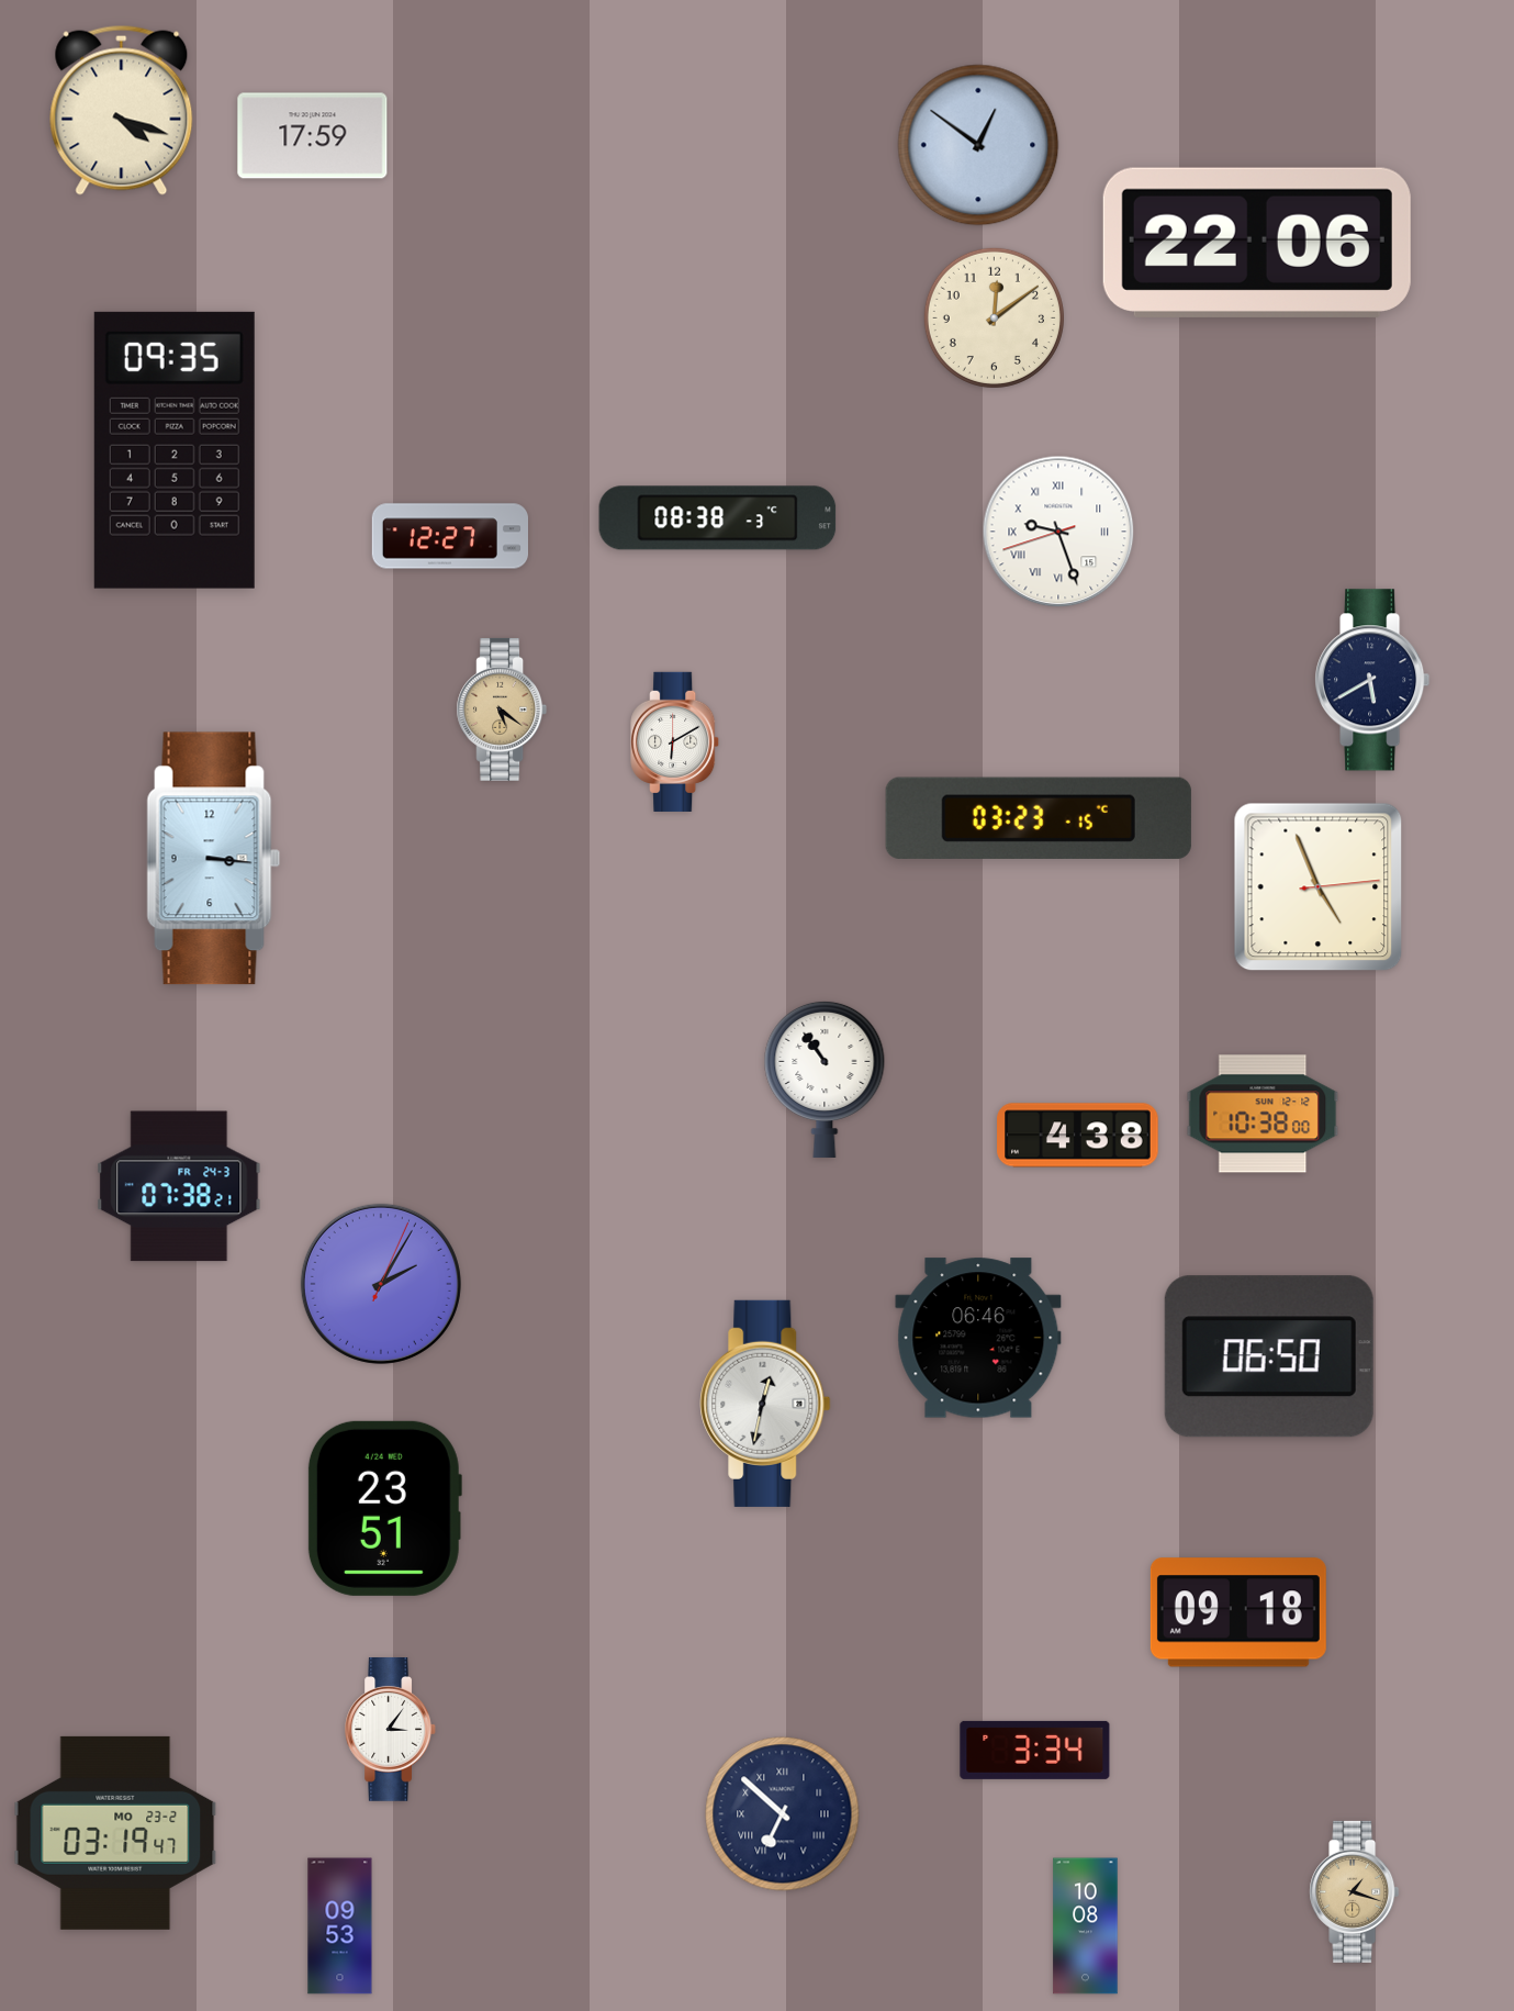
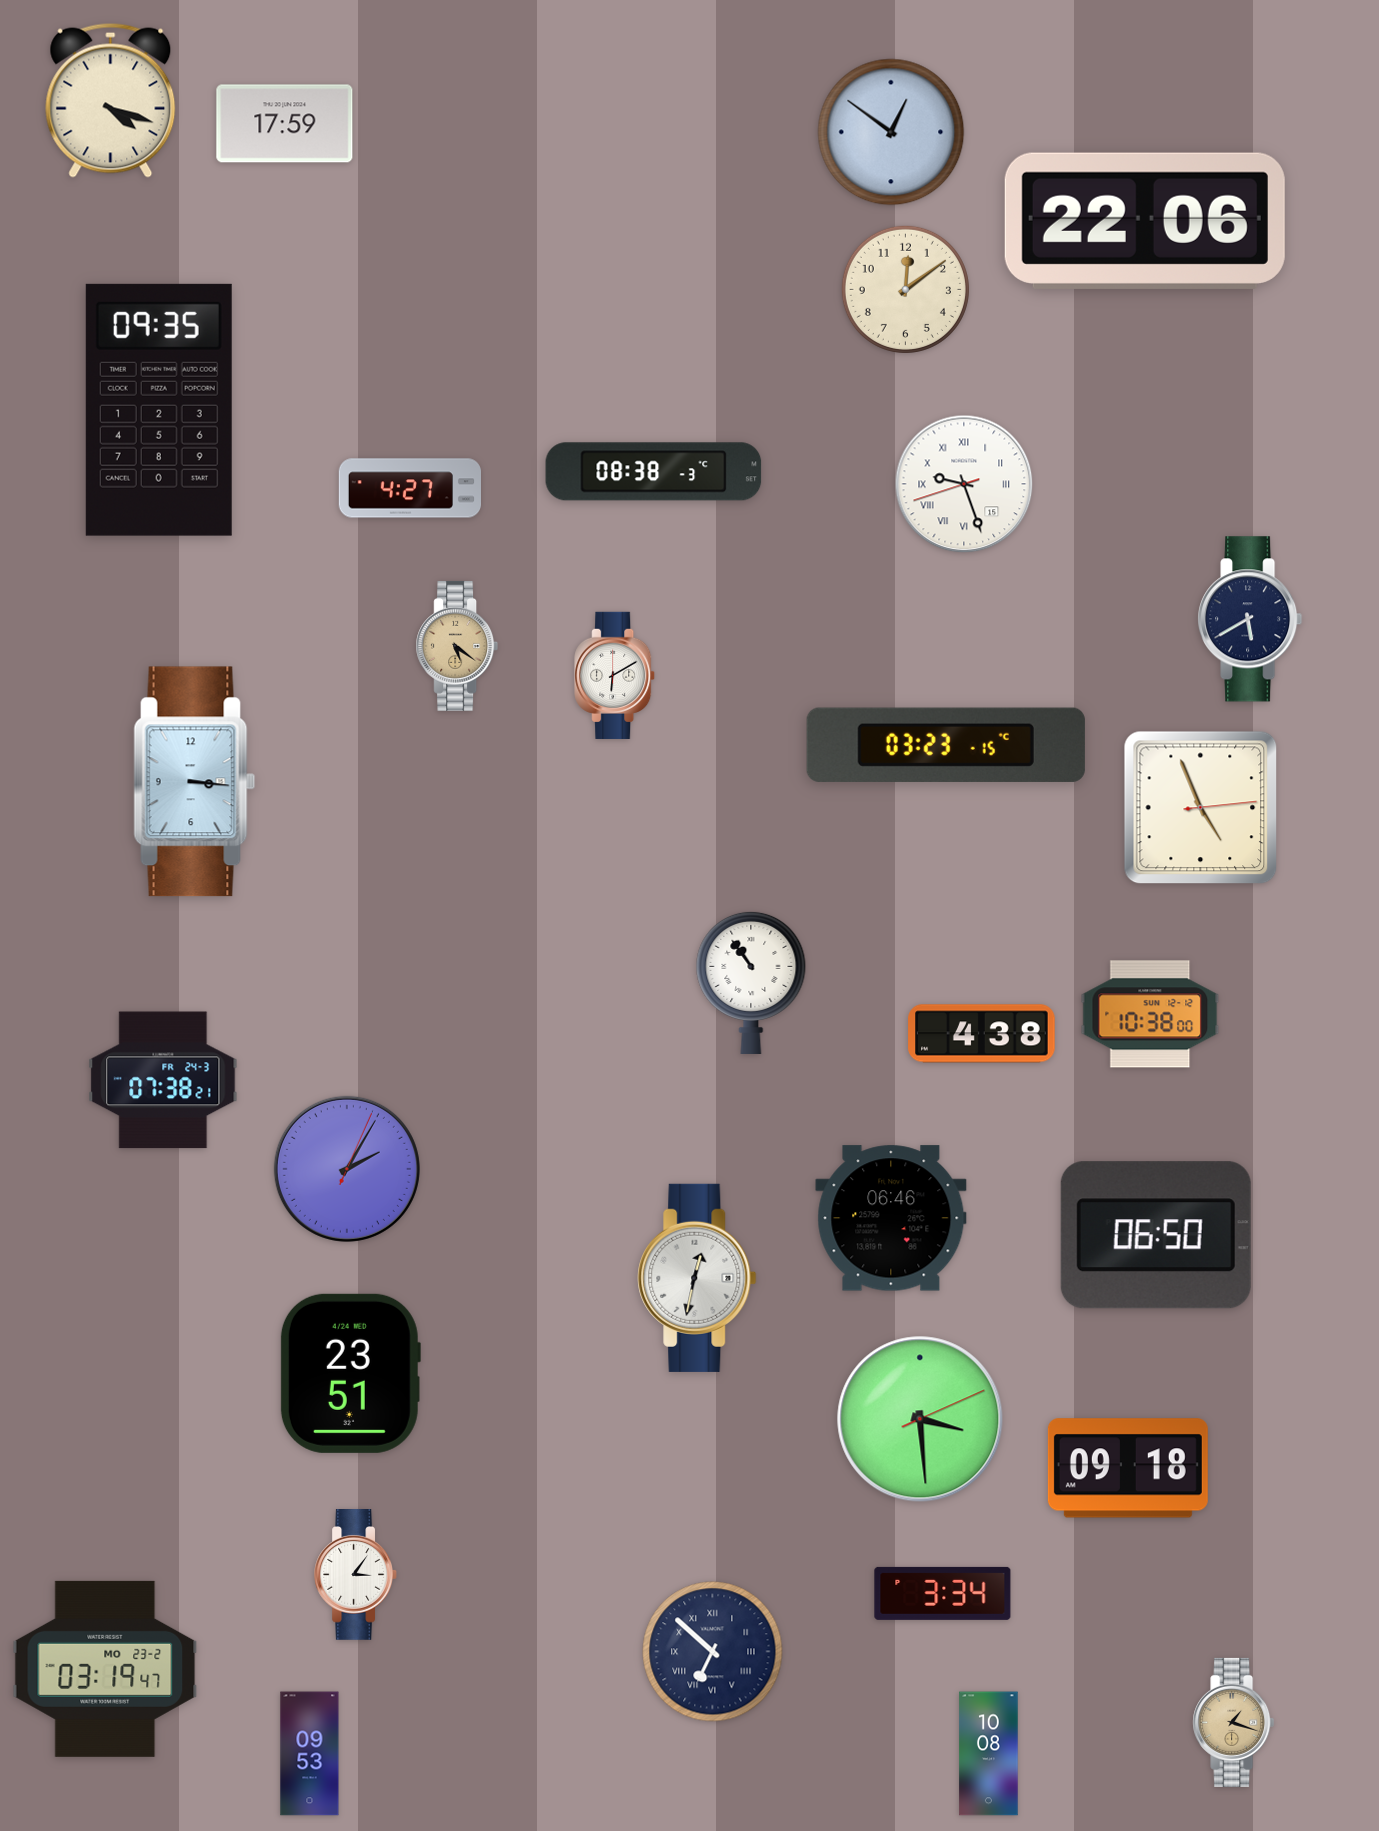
clock at (449, 536): 12:27 -> 4:27
clock at (920, 1419): none -> 3:29
